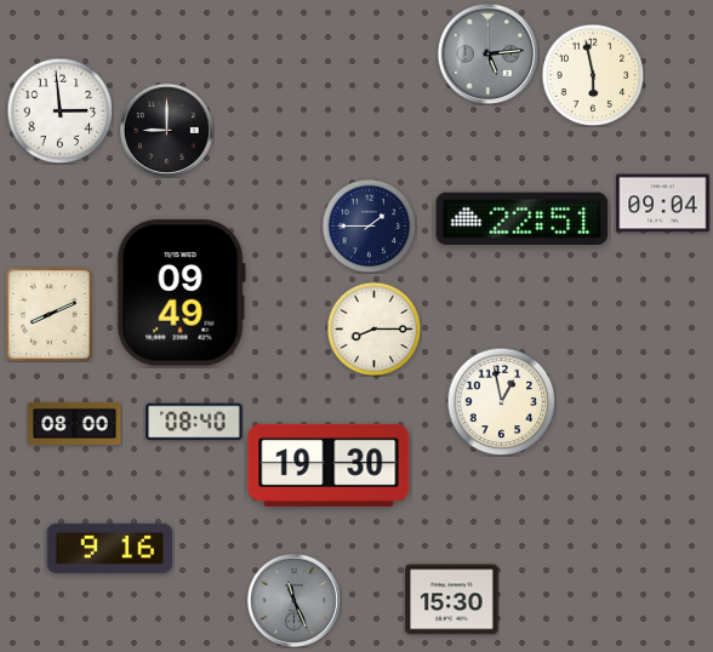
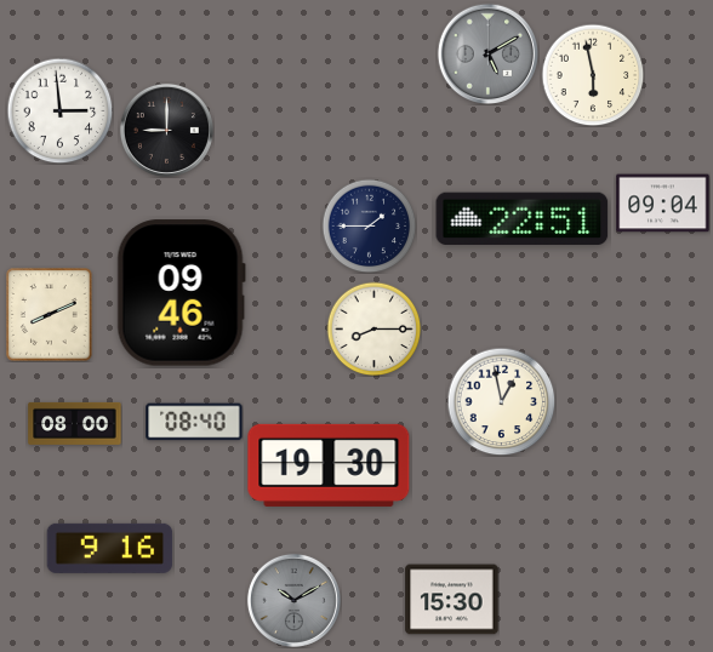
clock at (487, 53): 5:14 -> 5:10
clock at (181, 293): 09:49 -> 09:46
clock at (293, 600): 11:26 -> 10:10
